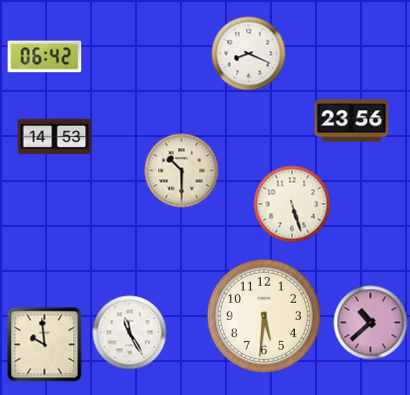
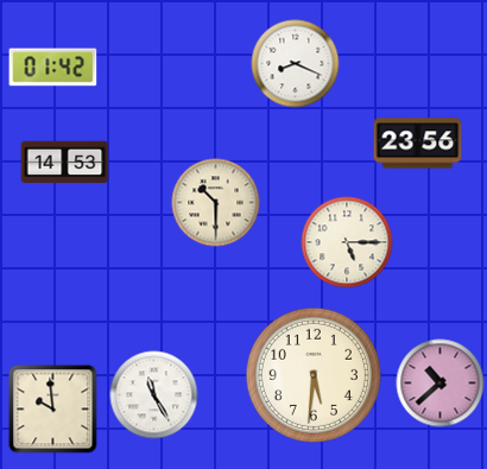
clock at (45, 57): 06:42 -> 01:42
clock at (292, 204): 5:27 -> 5:15
